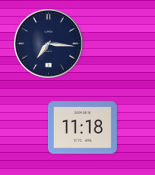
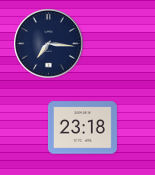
clock at (82, 128): 11:18 -> 23:18
